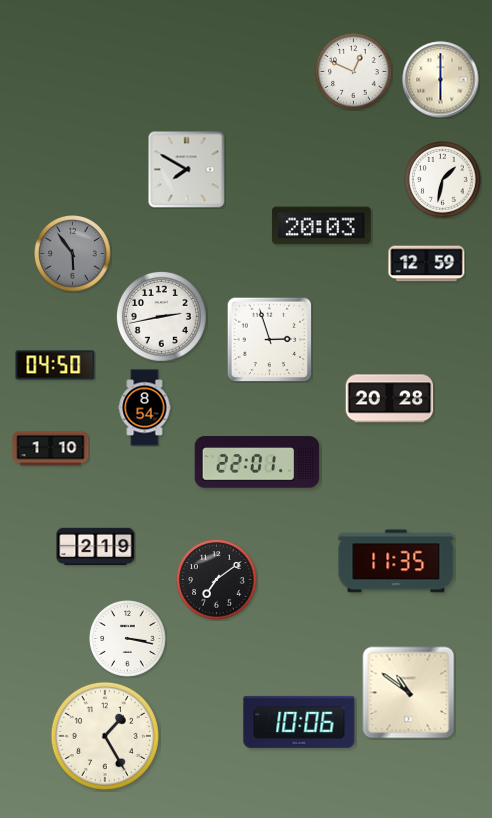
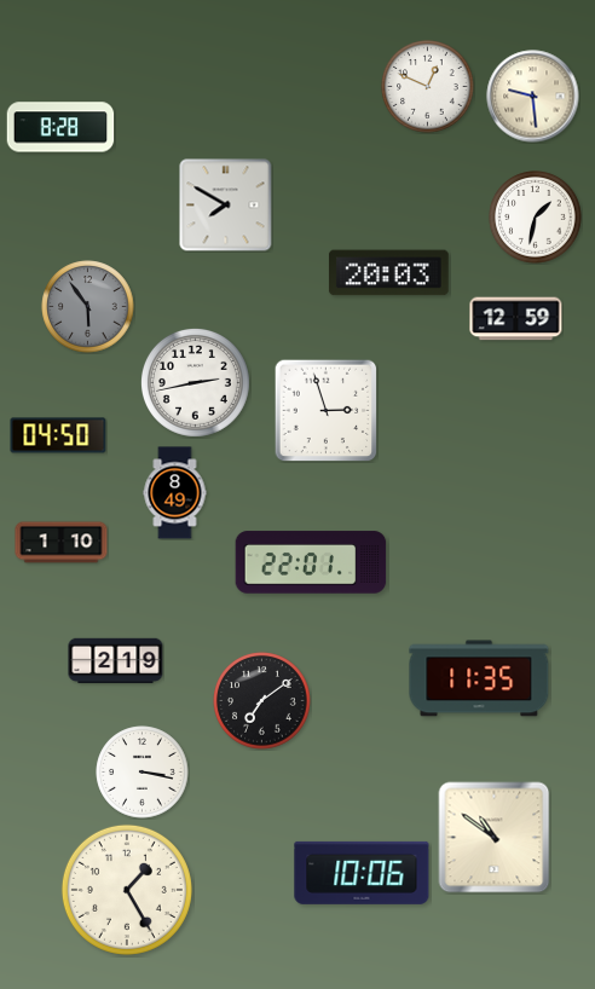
clock at (441, 80): 6:00 -> 9:29
clock at (60, 127): none -> 8:28
clock at (55, 365) position: (55, 365) -> (58, 435)
clock at (390, 399): 20:28 -> none
clock at (145, 408): 8:54 -> 8:49
clock at (257, 462) position: (257, 462) -> (311, 562)
clock at (128, 639) position: (128, 639) -> (143, 773)
